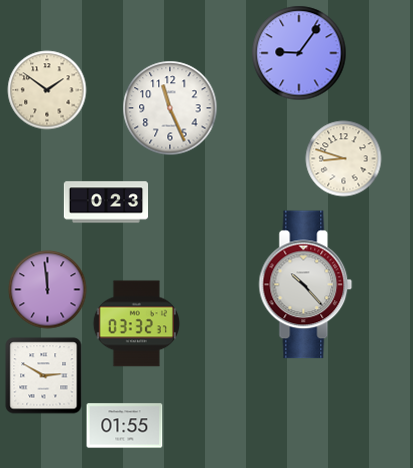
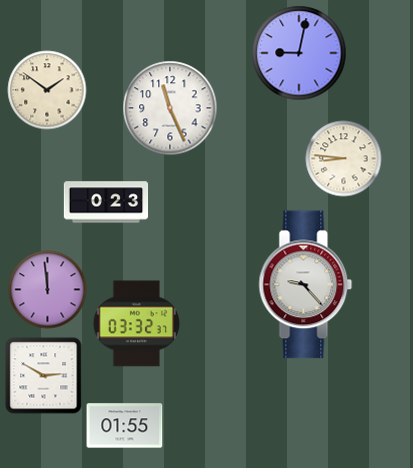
clock at (299, 53): 9:06 -> 9:02
clock at (344, 159): 8:48 -> 8:46
clock at (306, 285): 10:23 -> 9:23
